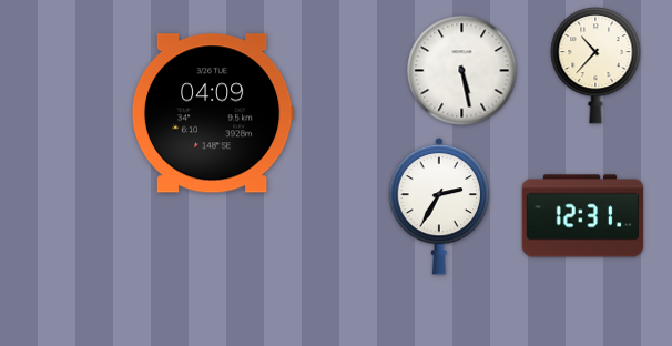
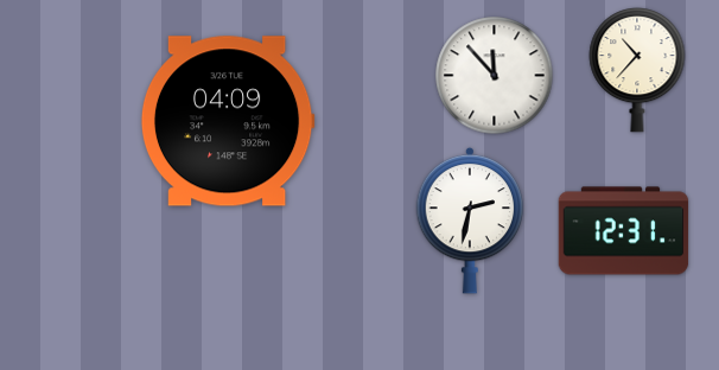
clock at (462, 71): 5:28 -> 11:53
clock at (439, 206): 2:35 -> 2:32
